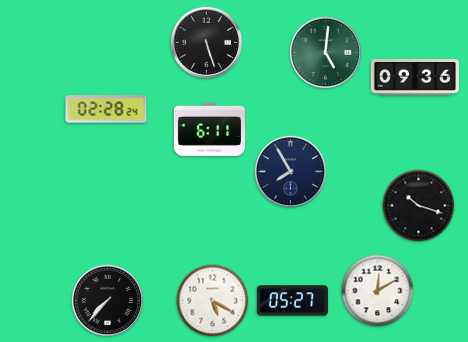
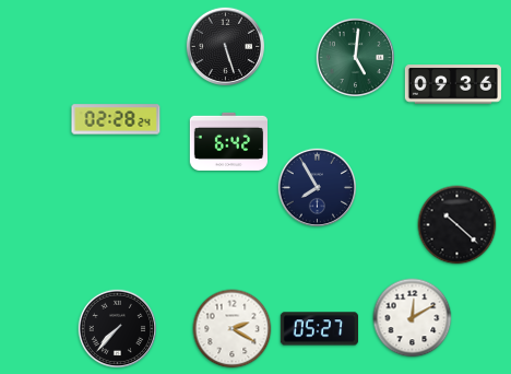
clock at (209, 129): 6:11 -> 6:42
clock at (419, 206): 10:18 -> 10:22
clock at (213, 301): 5:20 -> 2:20
